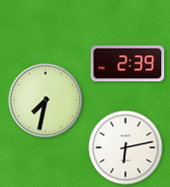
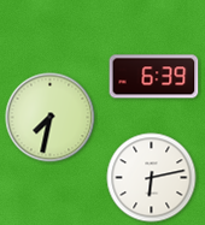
clock at (128, 64): 2:39 -> 6:39
clock at (46, 101) position: (46, 101) -> (51, 118)
